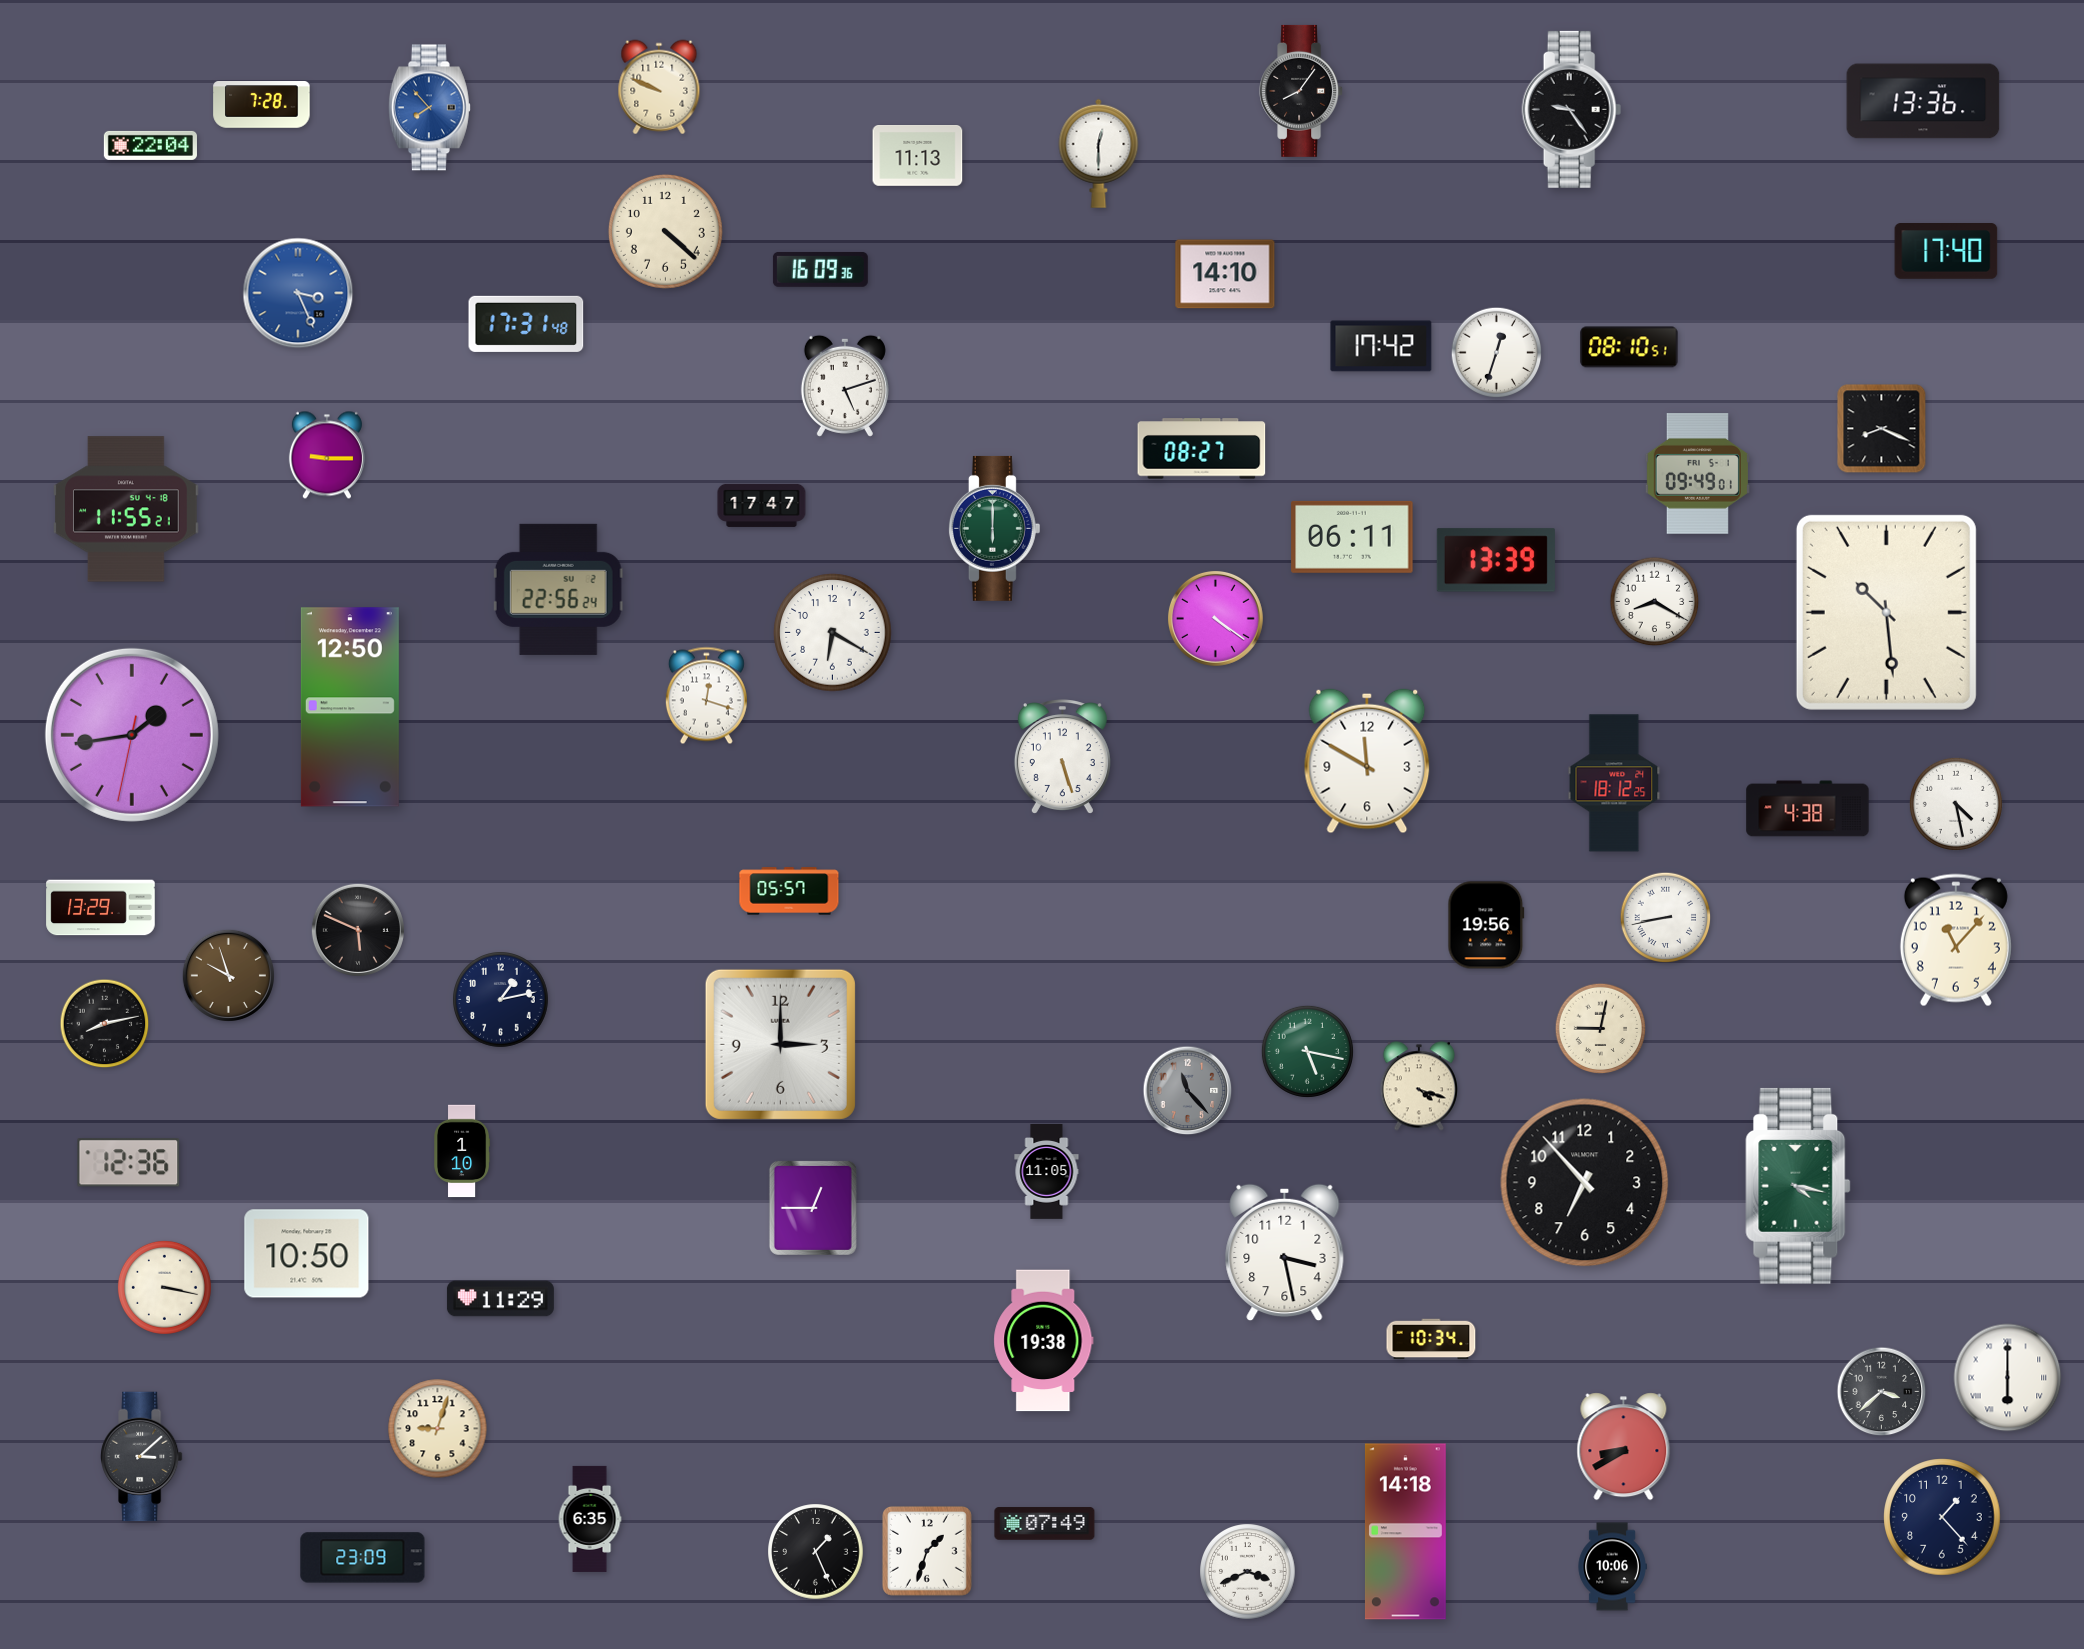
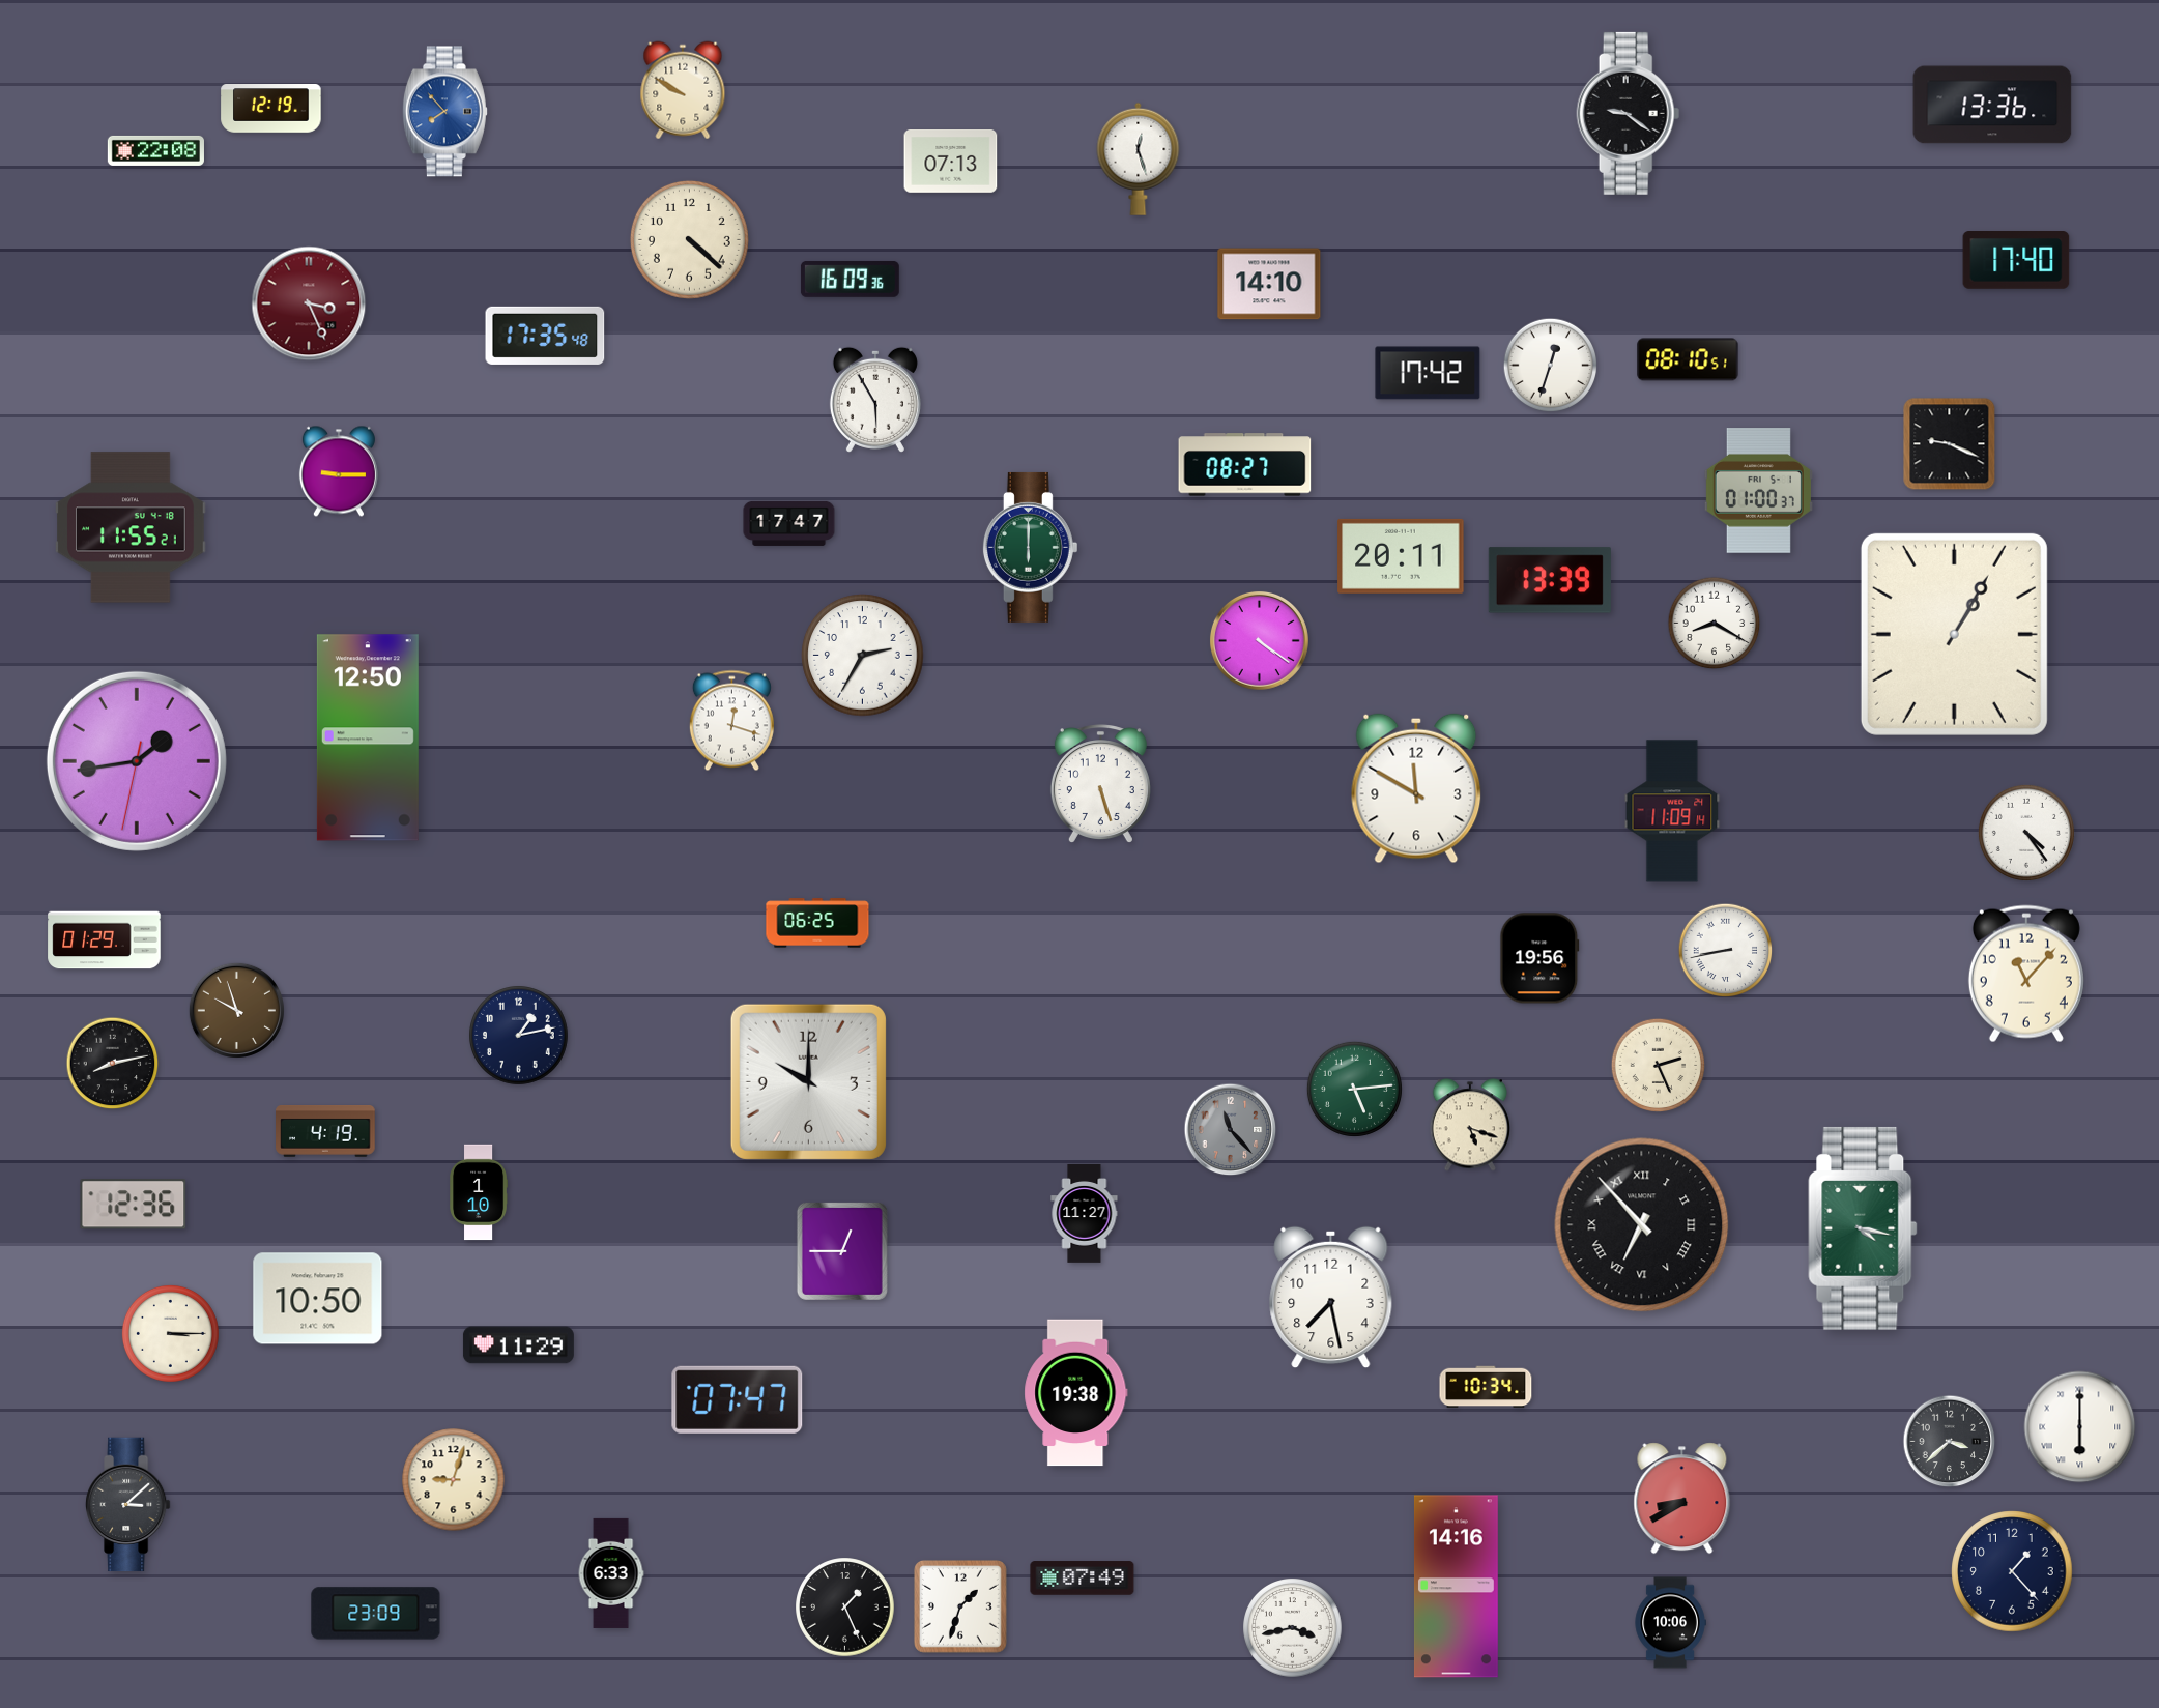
clock at (659, 87): 9:49 -> 9:50
clock at (1302, 91): 8:06 -> none
clock at (262, 105): 7:28 -> 12:19
clock at (1572, 109): 9:24 -> 9:21
clock at (150, 145): 22:04 -> 22:08
clock at (1099, 153): 12:30 -> 12:27
clock at (918, 156): 11:13 -> 07:13
clock at (298, 293) dial: blue -> burgundy
clock at (526, 324): 17:31 -> 17:35
clock at (1381, 346) position: (1381, 346) -> (1428, 373)
clock at (845, 386): 5:12 -> 5:55
clock at (1882, 429): 8:19 -> 9:19
clock at (1697, 474): 09:49 -> 01:00
clock at (1352, 537): 06:11 -> 20:11
clock at (558, 589): 22:56 -> none
clock at (1886, 612): 10:29 -> 1:05
clock at (833, 633): 6:20 -> 2:35
clock at (350, 707) position: (350, 707) -> (368, 737)
clock at (1614, 783): 18:12 -> 11:09
clock at (1956, 804): 4:28 -> 4:24
clock at (1808, 809): 4:38 -> none
clock at (789, 891): 05:57 -> 06:25
clock at (101, 908): 13:29 -> 01:29
clock at (358, 930): 5:49 -> none
clock at (105, 1024) position: (105, 1024) -> (113, 1064)
clock at (1601, 1029): 9:02 -> 2:26
clock at (780, 1044): 3:00 -> 10:00
clock at (1307, 1051): 5:17 -> 5:14
clock at (1419, 1086): 4:18 -> 5:18
clock at (325, 1132): none -> 4:19
clock at (1047, 1172): 11:05 -> 11:27
clock at (1585, 1183) numerals: Arabic -> Roman
clock at (1285, 1253): 3:28 -> 7:28
clock at (164, 1287): 3:17 -> 3:15
clock at (1431, 1339) position: (1431, 1339) -> (1486, 1387)
clock at (1044, 1341) position: (1044, 1341) -> (1076, 1393)
clock at (738, 1399): none -> 07:47
clock at (142, 1457) position: (142, 1457) -> (128, 1505)
clock at (590, 1519): 6:35 -> 6:33
clock at (1405, 1532): 14:18 -> 14:16
clock at (1248, 1572): 3:41 -> 3:43
